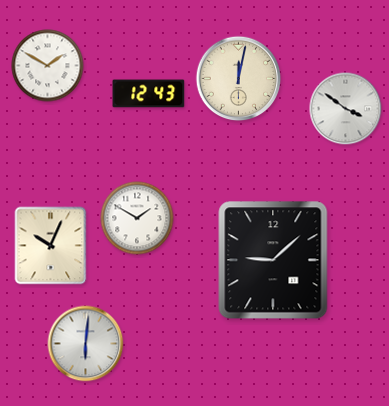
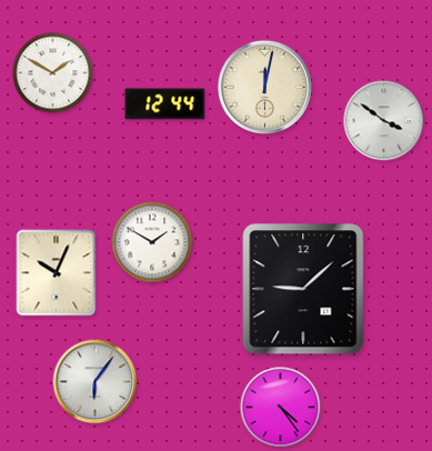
clock at (149, 94): 12:43 -> 12:44
clock at (86, 344): 6:01 -> 6:06
clock at (281, 408): none -> 4:24
